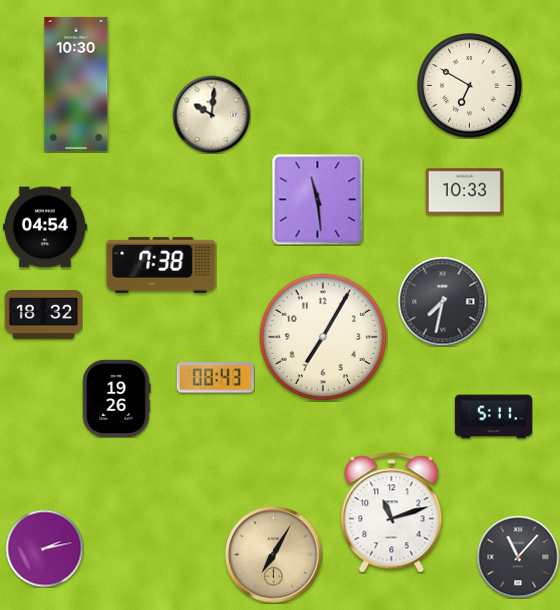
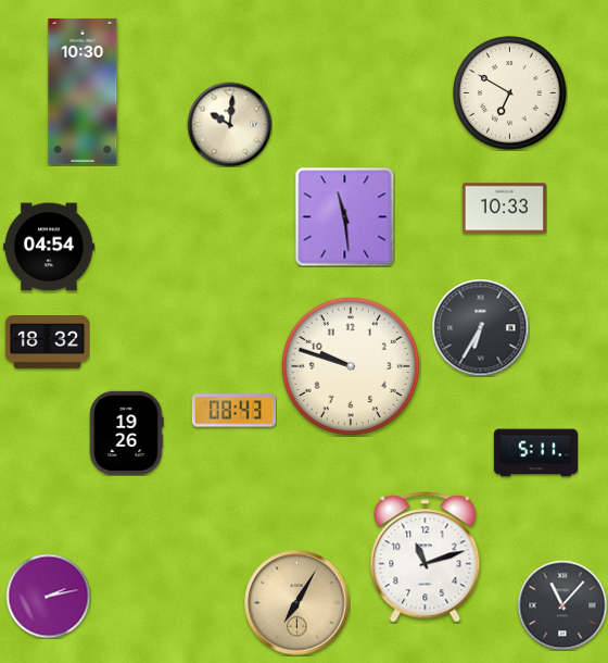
clock at (161, 265): 7:38 -> none
clock at (442, 301): 7:32 -> 6:35
clock at (323, 337): 7:05 -> 9:48
